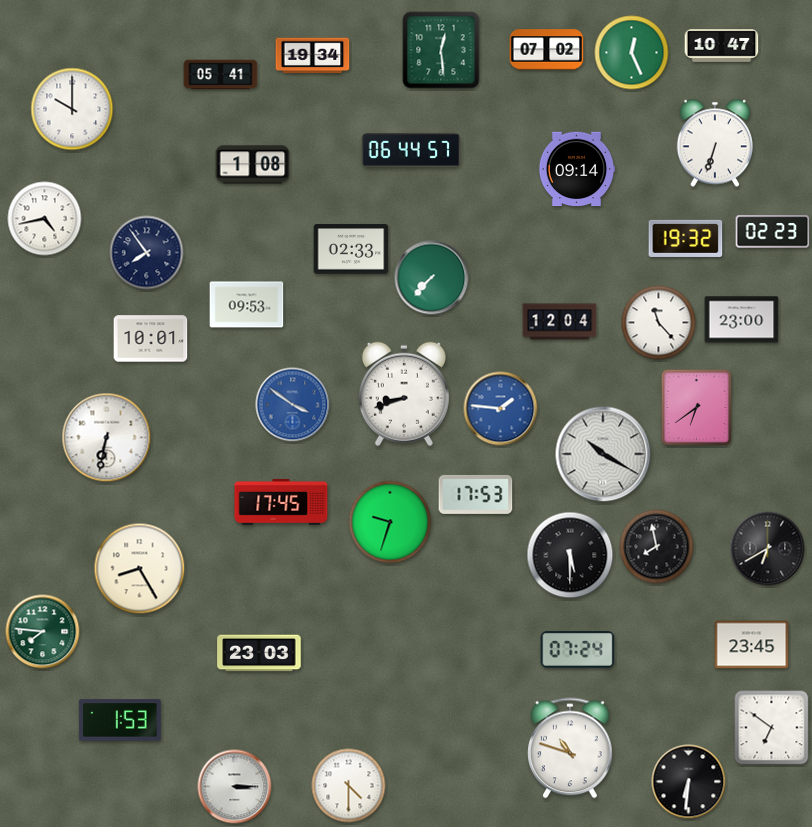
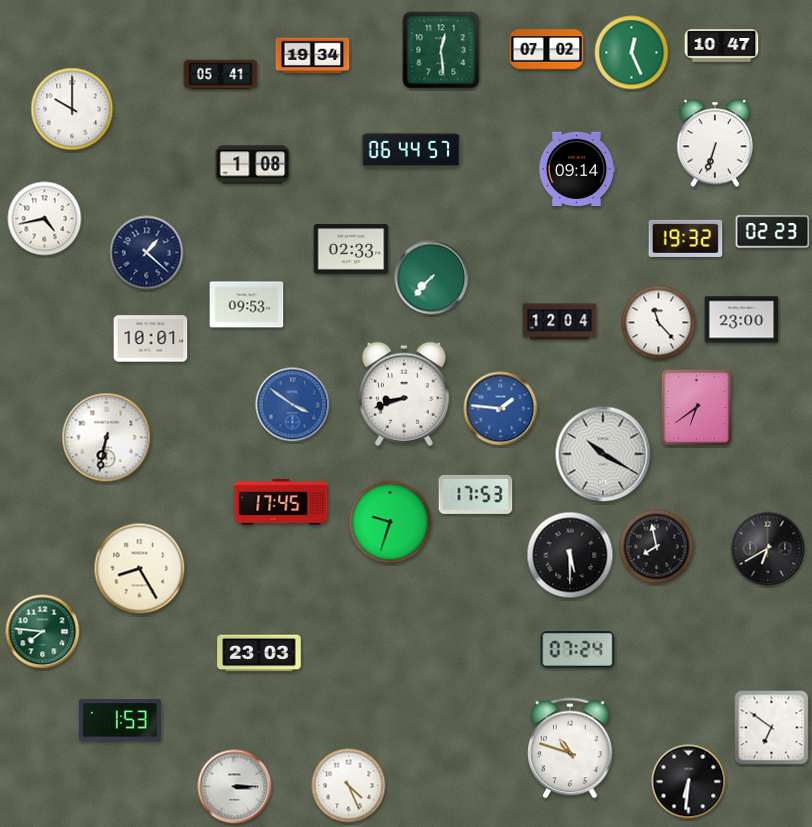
clock at (147, 253): 7:54 -> 1:22
clock at (752, 645): 23:45 -> none
clock at (349, 786): 4:30 -> 4:26
